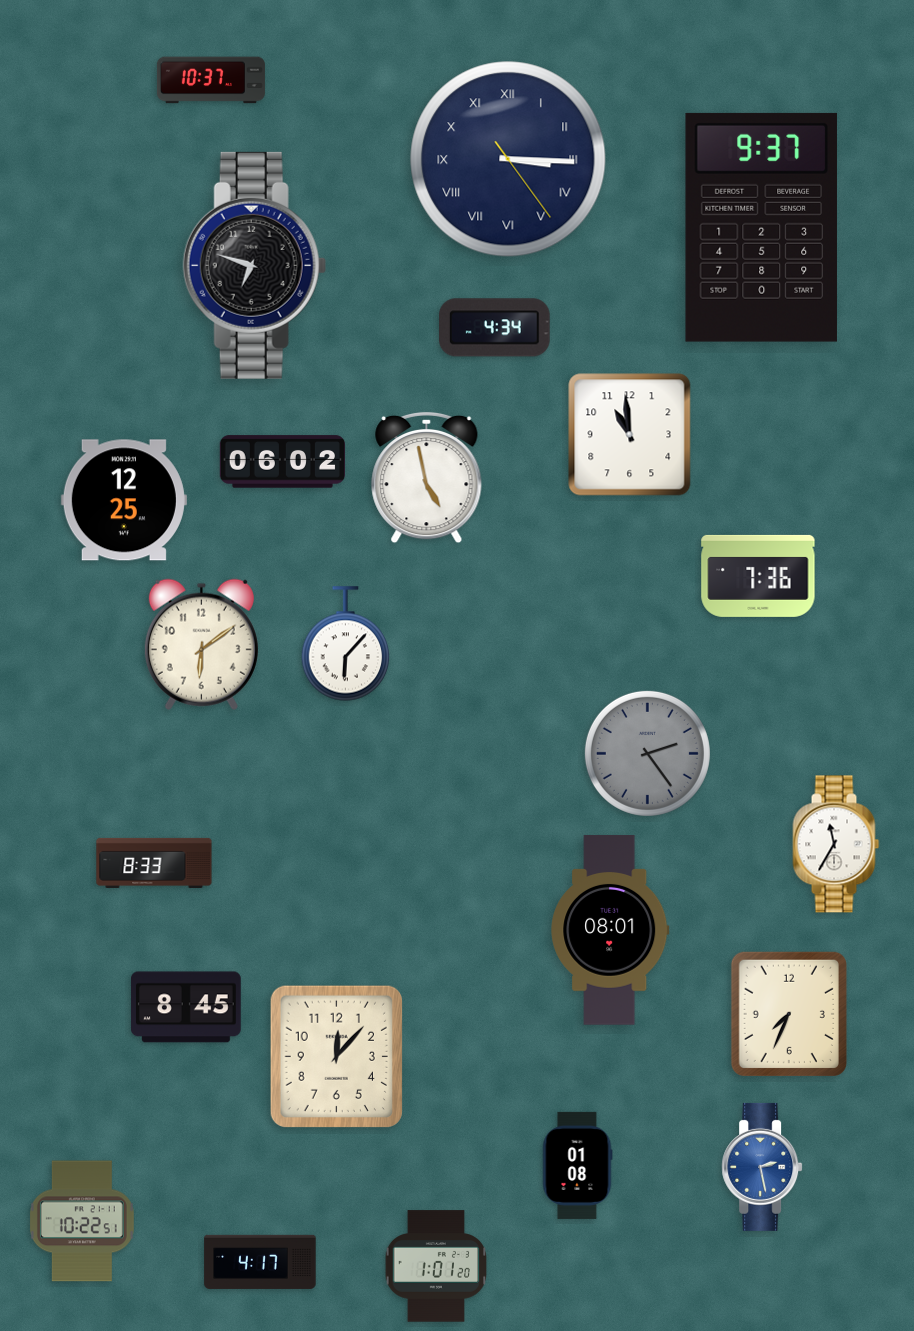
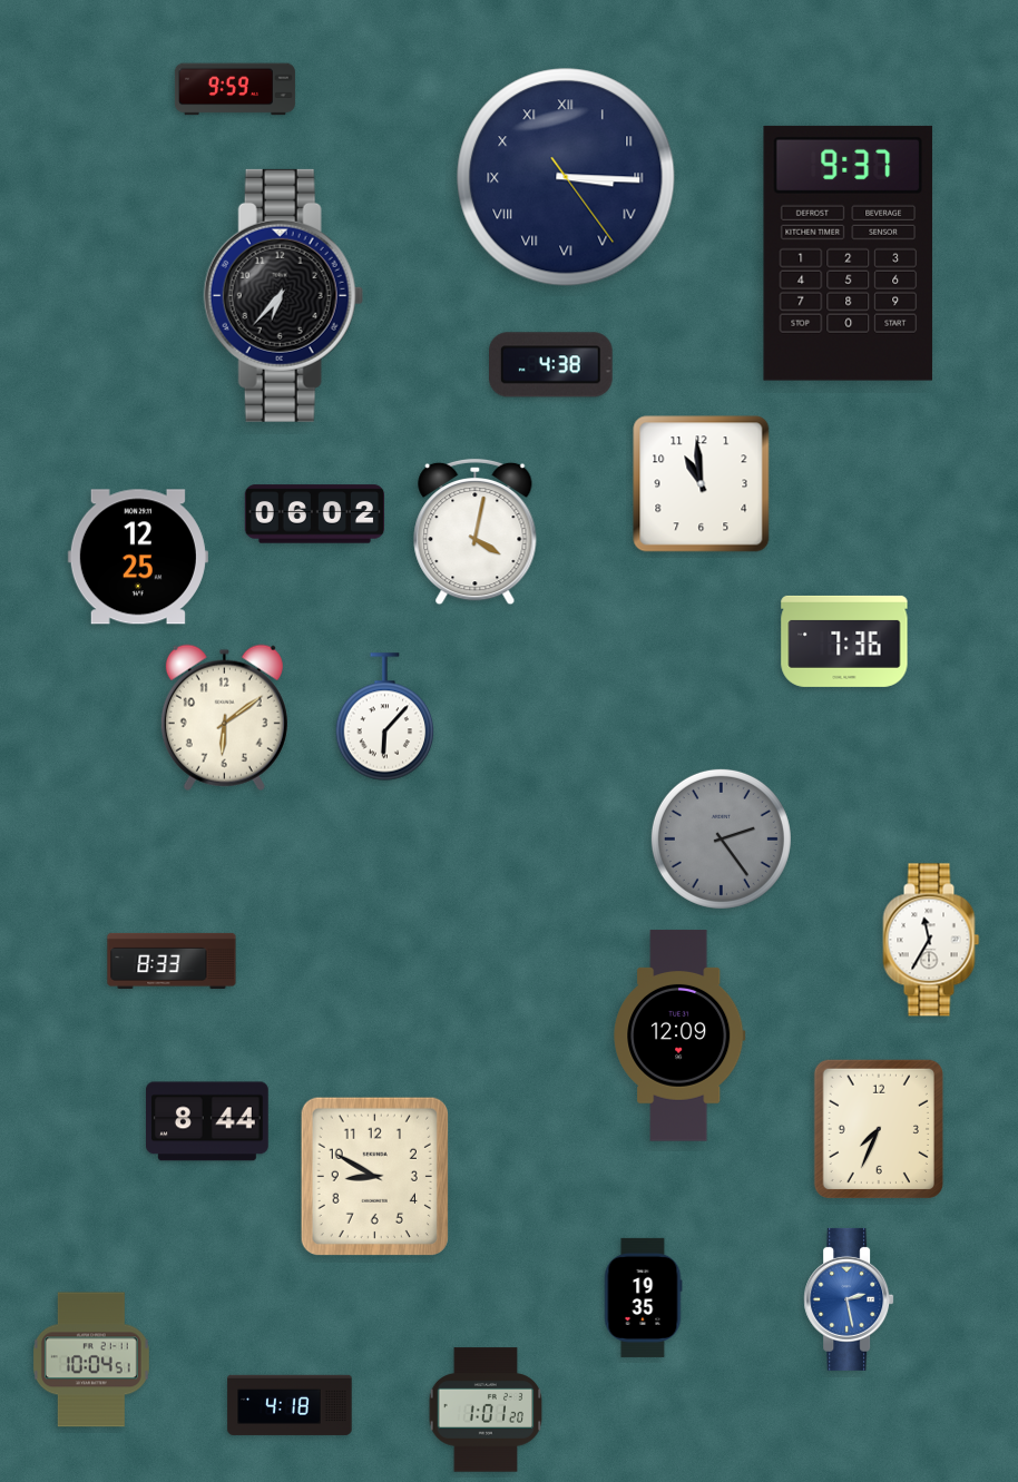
clock at (211, 80): 10:37 -> 9:59
clock at (254, 265): 6:48 -> 6:37
clock at (495, 328): 4:34 -> 4:38
clock at (427, 478): 4:58 -> 4:02
clock at (610, 930): 08:01 -> 12:09
clock at (186, 1007): 8:45 -> 8:44
clock at (336, 1056): 12:07 -> 8:50
clock at (577, 1165): 01:08 -> 19:35
clock at (82, 1221): 10:22 -> 10:04
clock at (260, 1262): 4:17 -> 4:18
